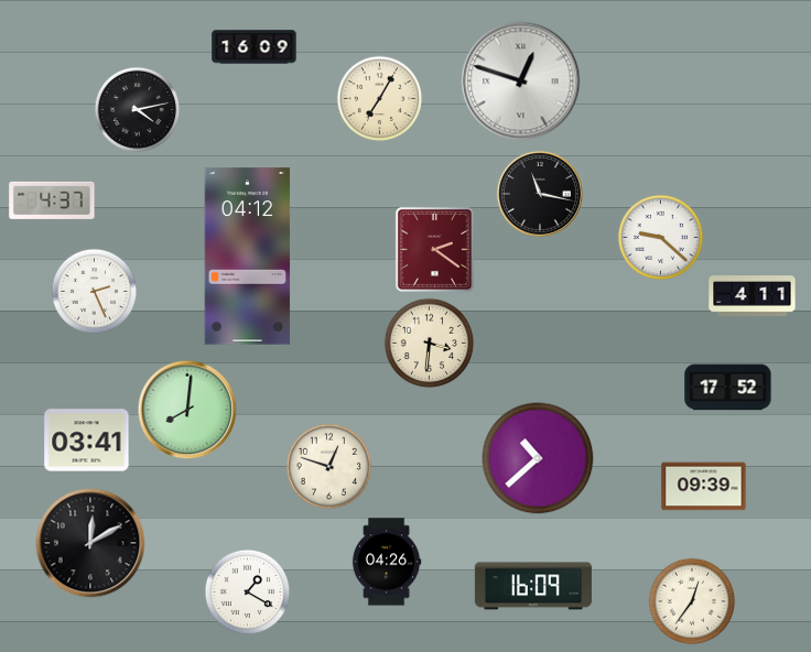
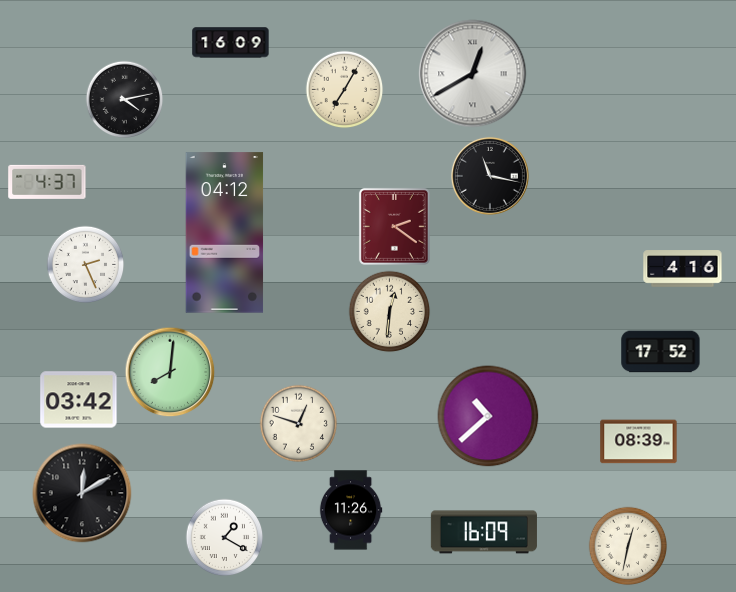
clock at (521, 81): 12:48 -> 12:40
clock at (660, 237): 9:22 -> none
clock at (753, 296): 4:11 -> 4:16
clock at (429, 343): 3:31 -> 12:31
clock at (87, 441): 03:41 -> 03:42
clock at (704, 487): 09:39 -> 08:39
clock at (387, 562): 04:26 -> 11:26
clock at (692, 601): 12:36 -> 12:32
